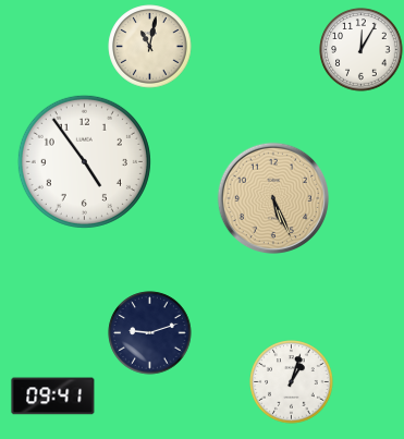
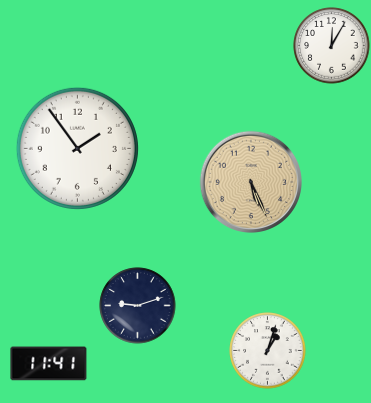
clock at (150, 47): 11:02 -> none
clock at (84, 161): 4:54 -> 1:54
clock at (53, 397): 09:41 -> 11:41
